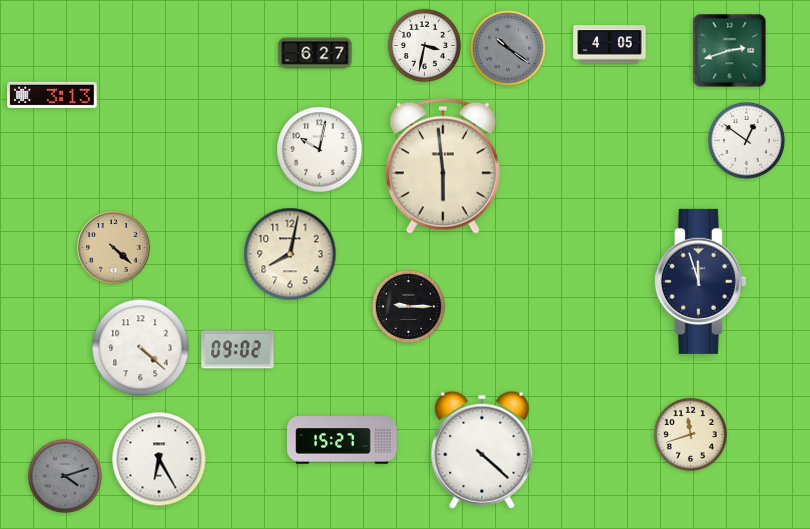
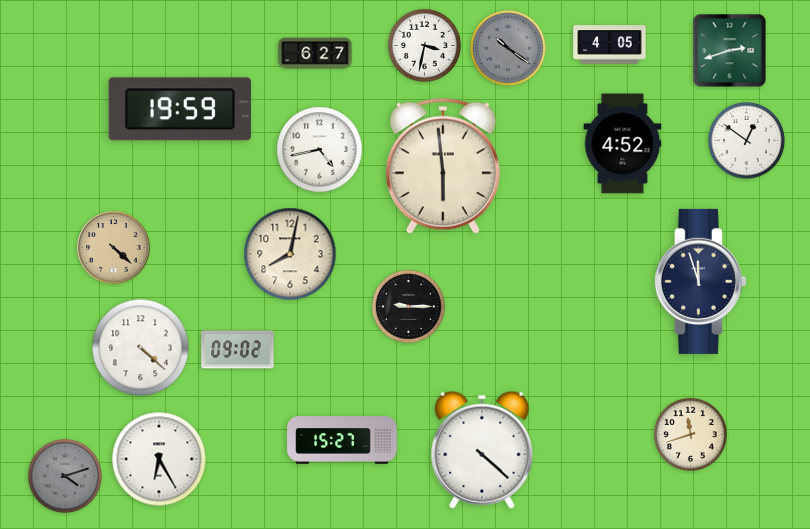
clock at (52, 95): 3:13 -> none
clock at (180, 109): none -> 19:59
clock at (623, 144): none -> 4:52
clock at (320, 150): 10:02 -> 4:43
